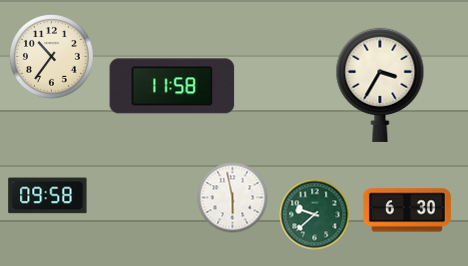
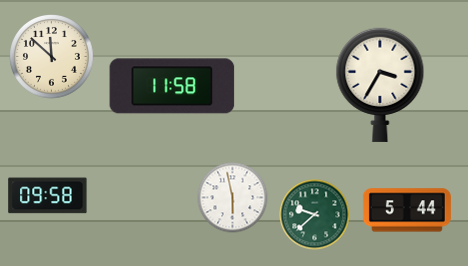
clock at (52, 57): 10:36 -> 11:52
clock at (407, 210): 6:30 -> 5:44
